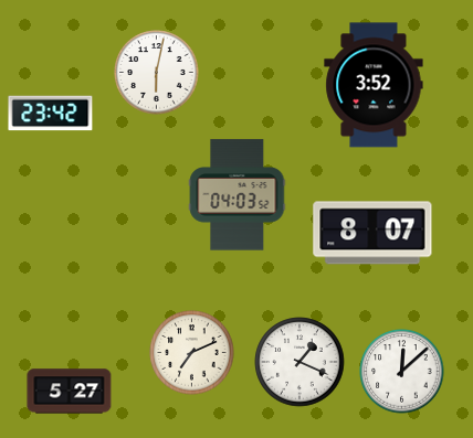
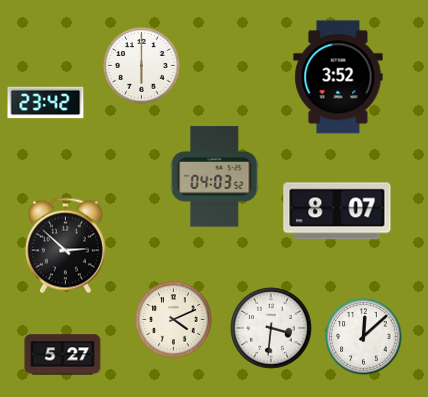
clock at (157, 73): 6:02 -> 6:00
clock at (65, 246): none -> 2:52
clock at (192, 353): 7:11 -> 4:11
clock at (299, 362): 1:19 -> 3:31
